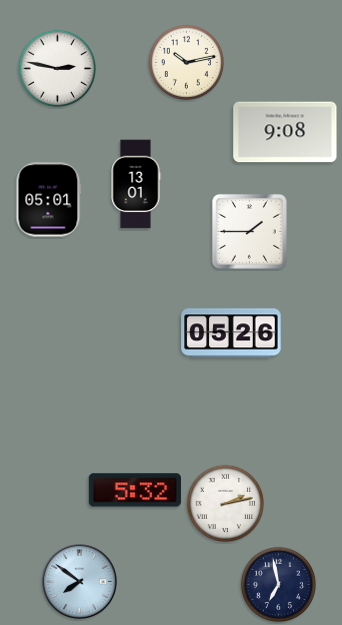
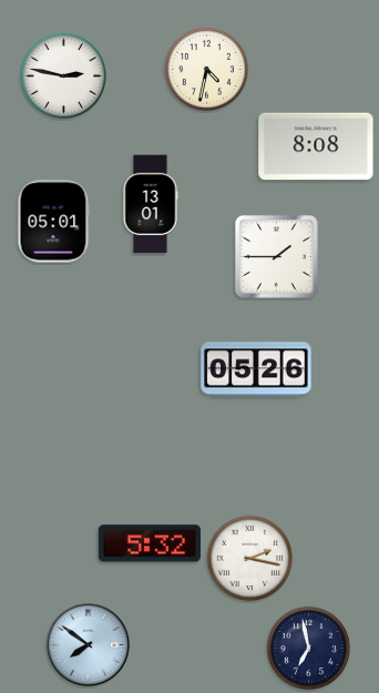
clock at (186, 62): 10:13 -> 4:32
clock at (285, 132): 9:08 -> 8:08
clock at (225, 503): 2:13 -> 2:17
